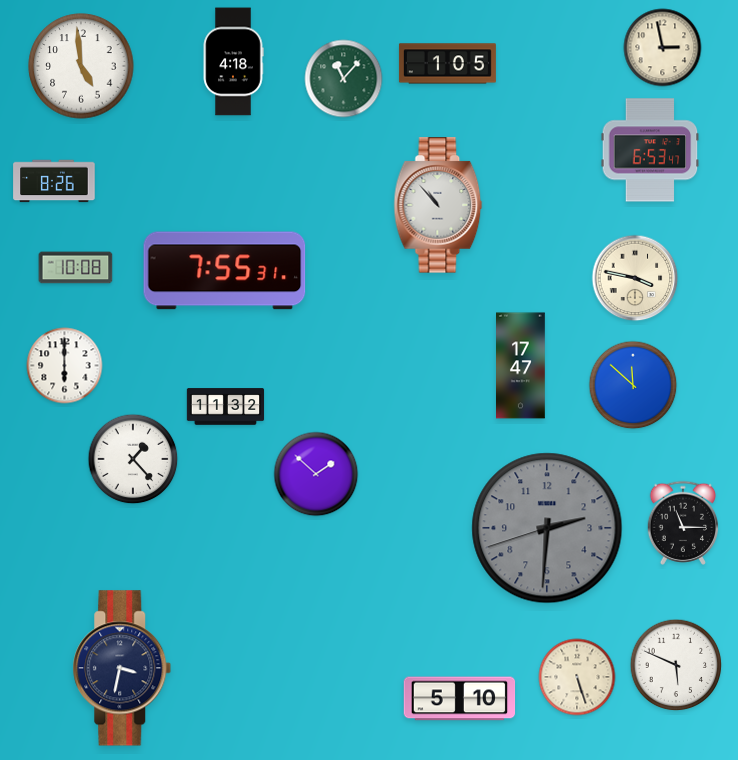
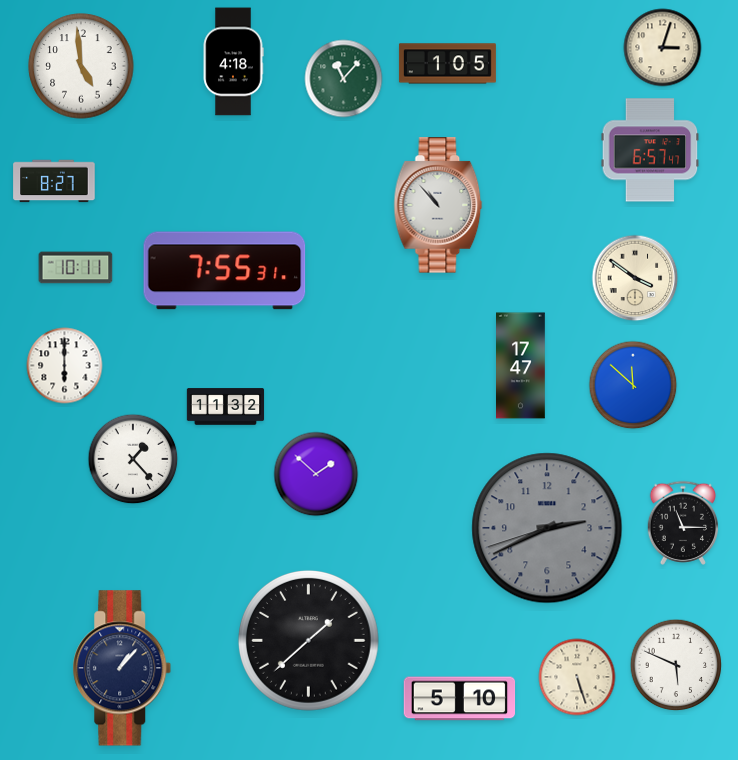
clock at (663, 48): 2:58 -> 3:03
clock at (650, 150): 6:53 -> 6:57
clock at (54, 181): 8:26 -> 8:27
clock at (76, 268): 10:08 -> 10:11
clock at (635, 278): 3:47 -> 3:51
clock at (547, 528): 2:30 -> 2:40
clock at (308, 640): none -> 1:38
clock at (122, 668): 3:32 -> 1:07
